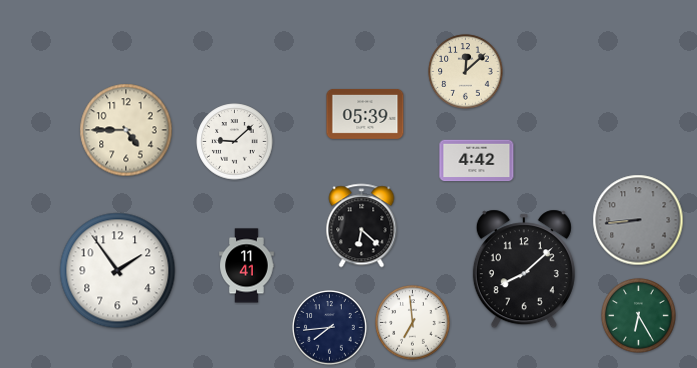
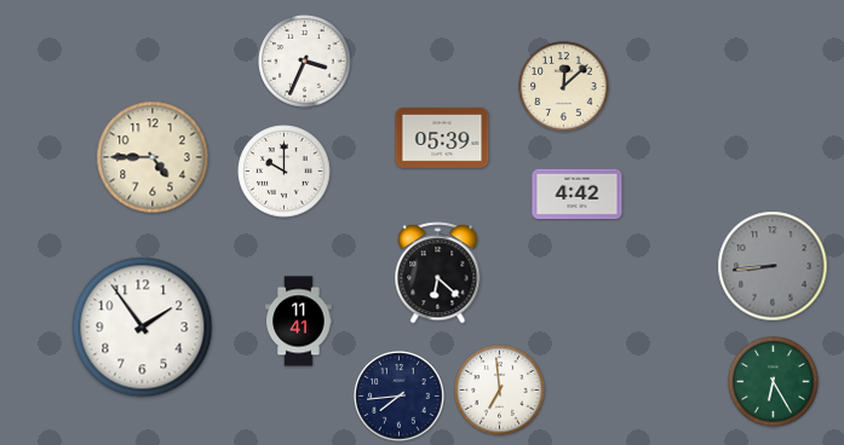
clock at (305, 62): none -> 3:34
clock at (235, 142): 9:08 -> 10:00
clock at (524, 269): 8:08 -> none
